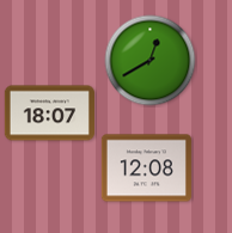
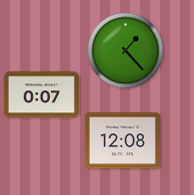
clock at (151, 61): 12:40 -> 1:23
clock at (49, 114): 18:07 -> 0:07
